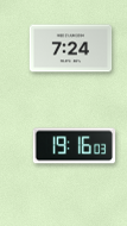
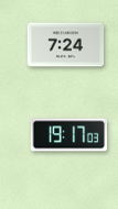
clock at (75, 146): 19:16 -> 19:17
